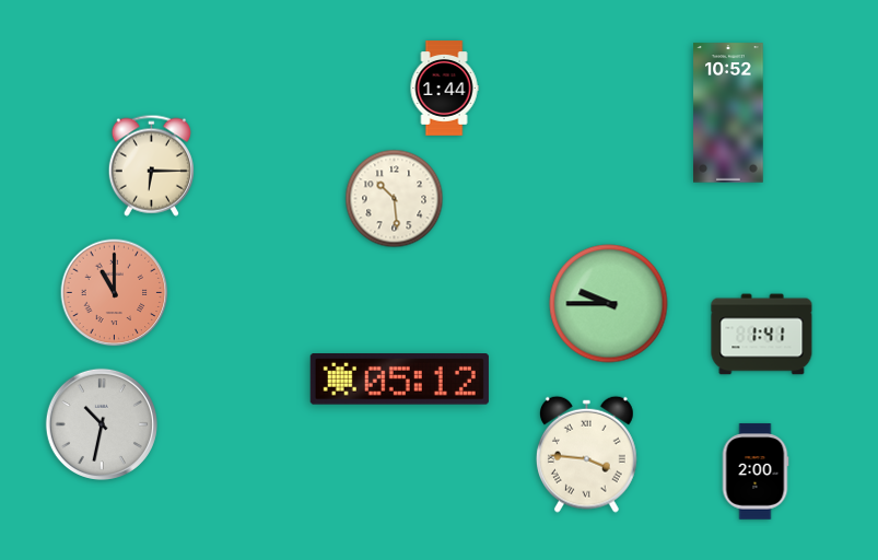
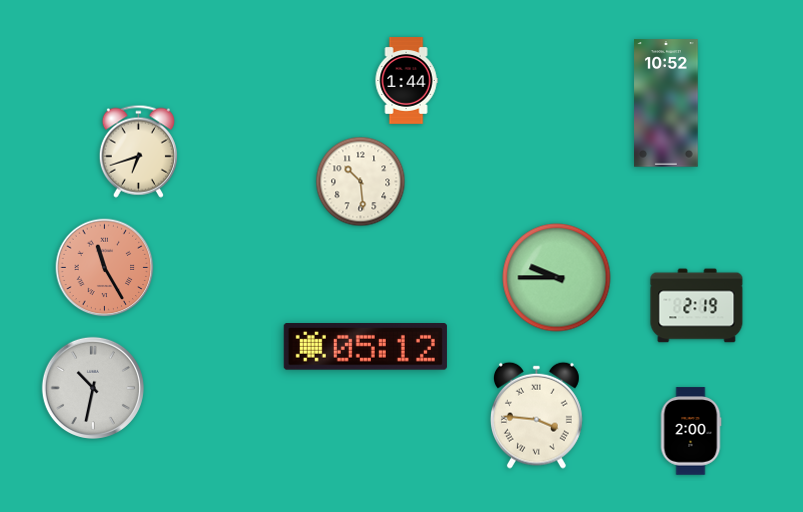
clock at (151, 165): 6:15 -> 6:42
clock at (115, 293): 11:00 -> 11:25
clock at (762, 335): 1:41 -> 2:19
